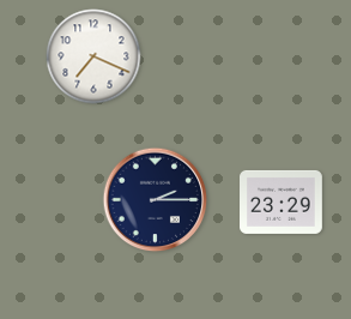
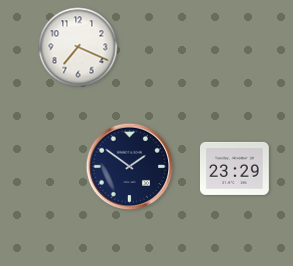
clock at (156, 200): 2:15 -> 1:51
